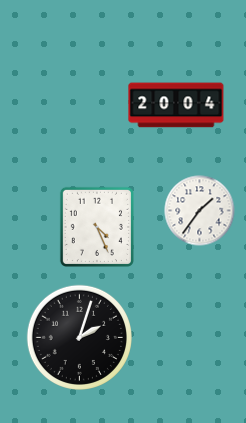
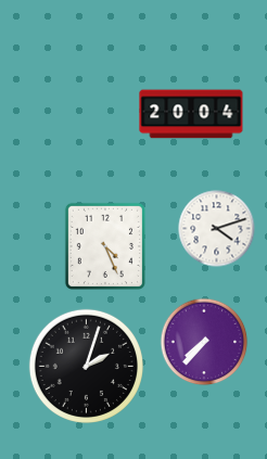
clock at (200, 211): 1:36 -> 4:12
clock at (204, 342): none -> 7:37
